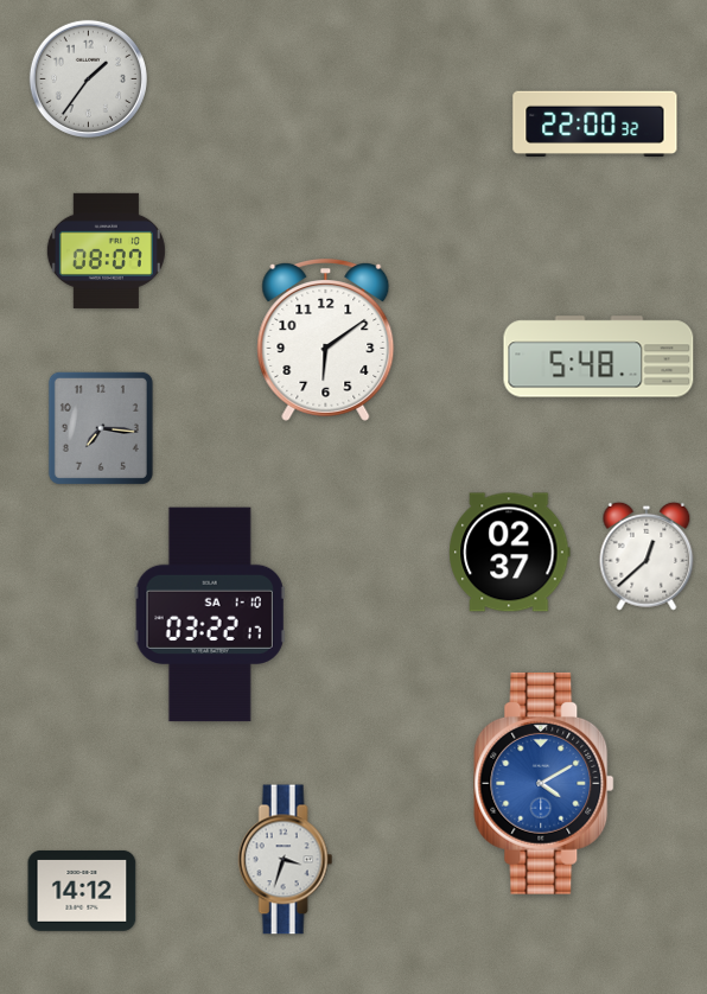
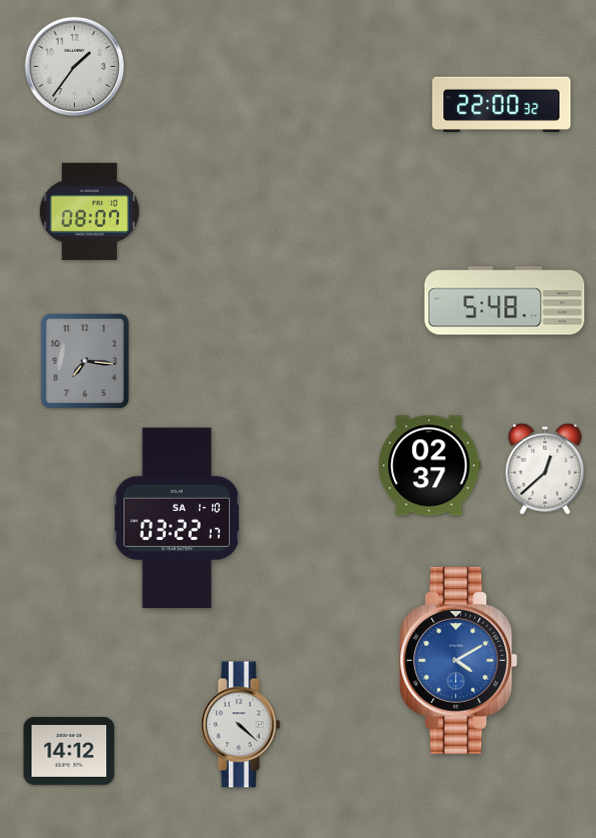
clock at (326, 340): 6:09 -> none
clock at (286, 860): 3:33 -> 4:22
